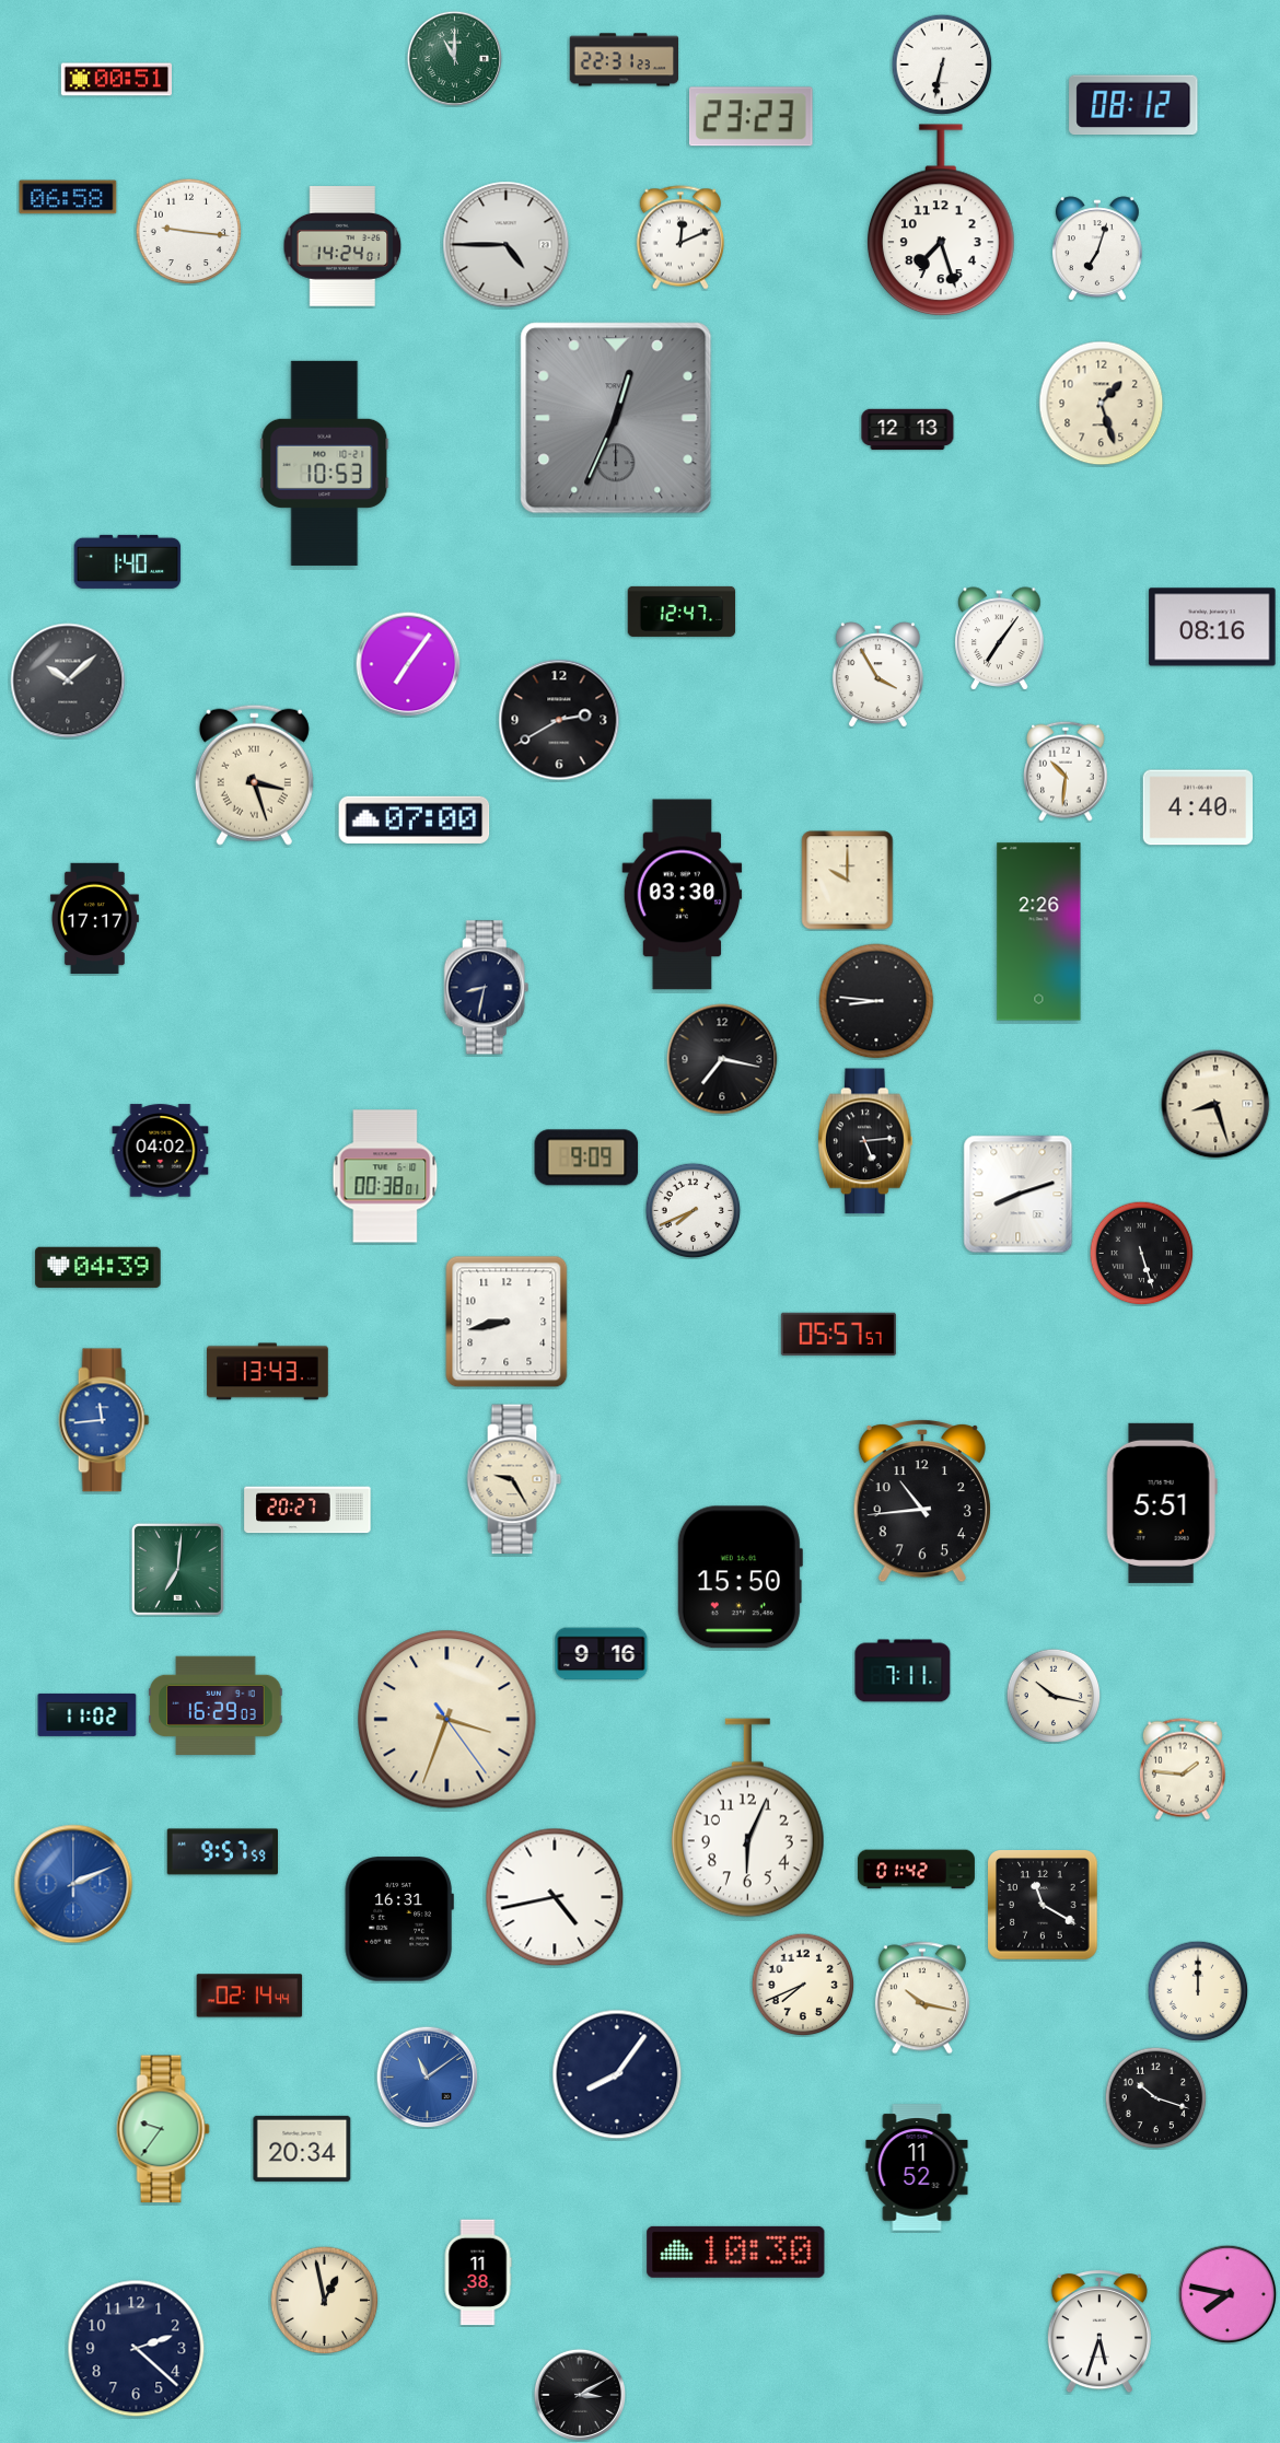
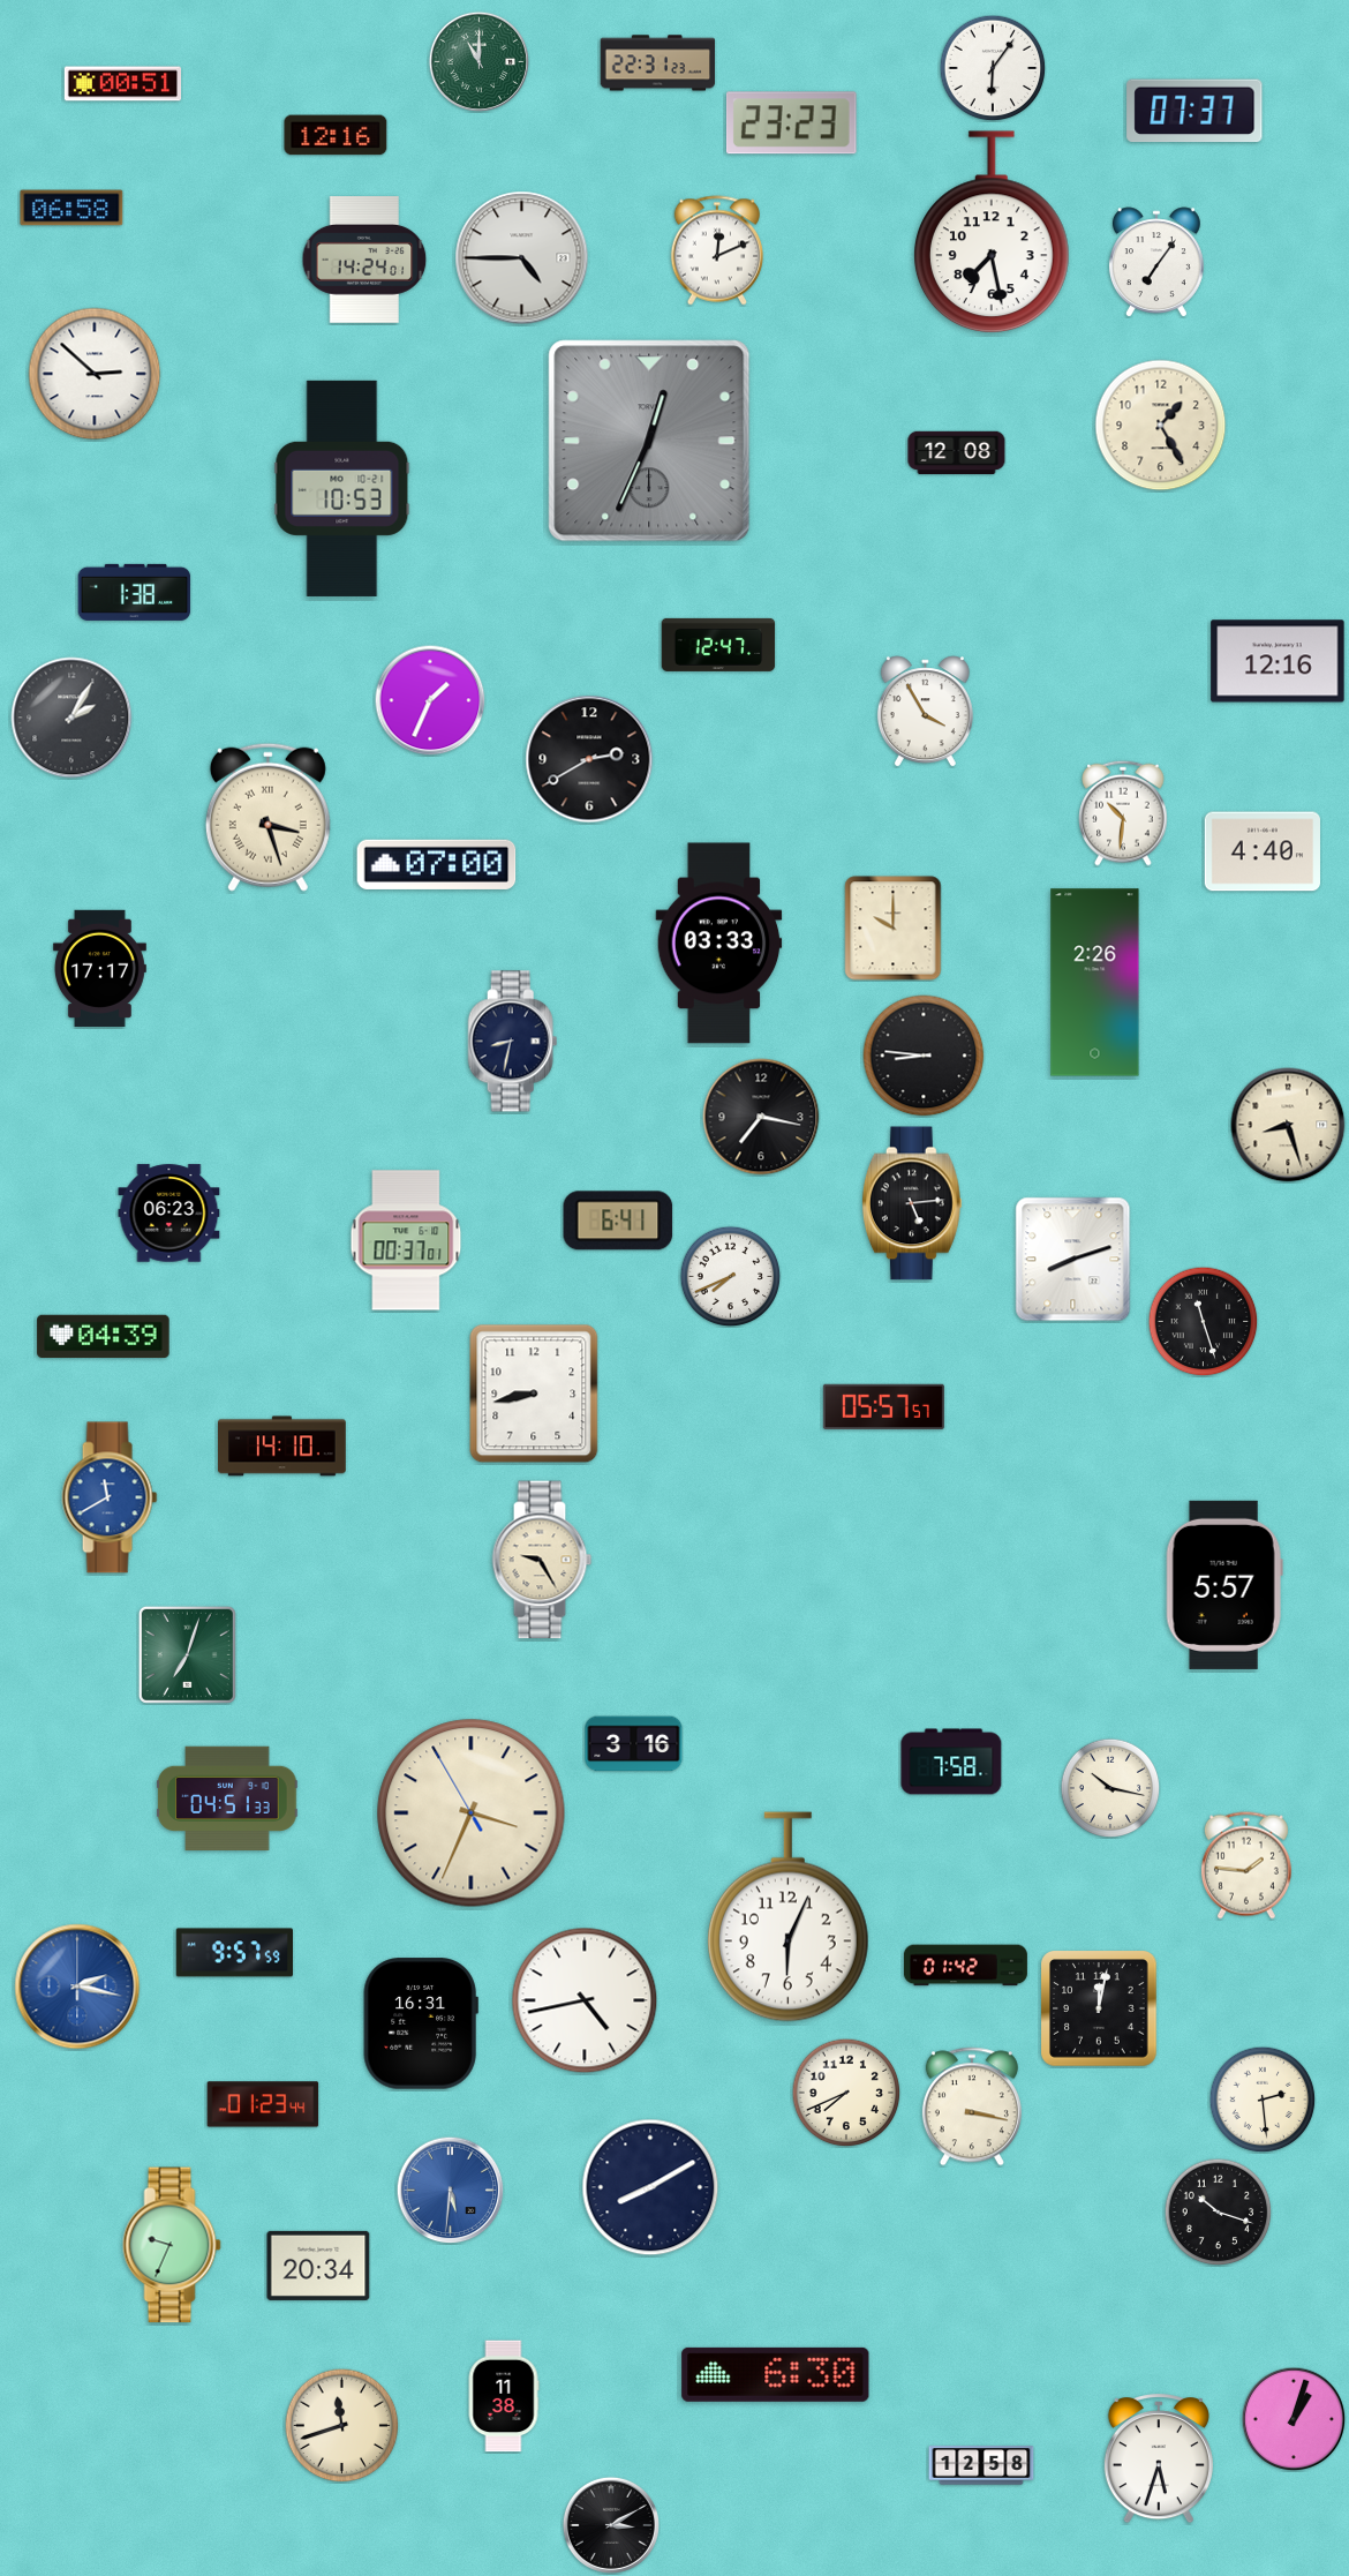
clock at (942, 65): 6:32 -> 6:06
clock at (1133, 105): 08:12 -> 07:37
clock at (336, 135): none -> 12:16
clock at (941, 221): 7:27 -> 7:28
clock at (188, 231): 9:16 -> none
clock at (507, 245) position: (507, 245) -> (522, 258)
clock at (342, 247) position: (342, 247) -> (364, 261)
clock at (1097, 248): 7:03 -> 7:06
clock at (95, 374): none -> 2:52
clock at (1102, 404): 1:27 -> 1:25
clock at (908, 430): 12:13 -> 12:08
clock at (128, 561): 1:40 -> 1:38
clock at (1212, 627): 08:16 -> 12:16
clock at (1000, 639): 7:06 -> none
clock at (408, 664): 7:06 -> 1:34
clock at (68, 680): 10:08 -> 2:05
clock at (683, 895): 03:30 -> 03:33
clock at (1215, 1104) position: (1215, 1104) -> (1288, 1125)
clock at (161, 1151): 04:02 -> 06:23
clock at (586, 1157): 9:09 -> 6:41
clock at (385, 1176): 00:38 -> 00:37
clock at (1141, 1253): 5:27 -> 11:27
clock at (268, 1372): 13:43 -> 14:10
clock at (104, 1420): 11:44 -> 11:40
clock at (922, 1501): 10:44 -> none
clock at (1162, 1503): 5:51 -> 5:57
clock at (307, 1510): 20:27 -> none
clock at (177, 1569): 7:01 -> 7:03
clock at (740, 1578): 15:50 -> none
clock at (602, 1654): 9:16 -> 3:16
clock at (903, 1671): 7:11 -> 7:58
clock at (216, 1706): 16:29 -> 04:51
clock at (88, 1714): 11:02 -> none
clock at (447, 1720): 3:33:24 -> 3:33:55
clock at (916, 1870) position: (916, 1870) -> (965, 1966)
clock at (73, 1884): 2:11 -> 2:17
clock at (1043, 1905): 11:20 -> 12:02
clock at (1198, 1991): 12:00 -> 2:29
clock at (249, 1996): 02:14 -> 01:23
clock at (922, 1998): 10:17 -> 3:17
clock at (617, 2074): 8:06 -> 8:10
clock at (427, 2076): 11:09 -> 5:31
clock at (163, 2129): 9:36 -> 9:34
clock at (917, 2167): 11:52 -> none
clock at (736, 2252): 10:30 -> 6:30
clock at (1227, 2294): 7:47 -> 1:03
clock at (325, 2301): 12:58 -> 11:42
clock at (981, 2465): none -> 12:58
clock at (137, 2349): 2:22 -> none
